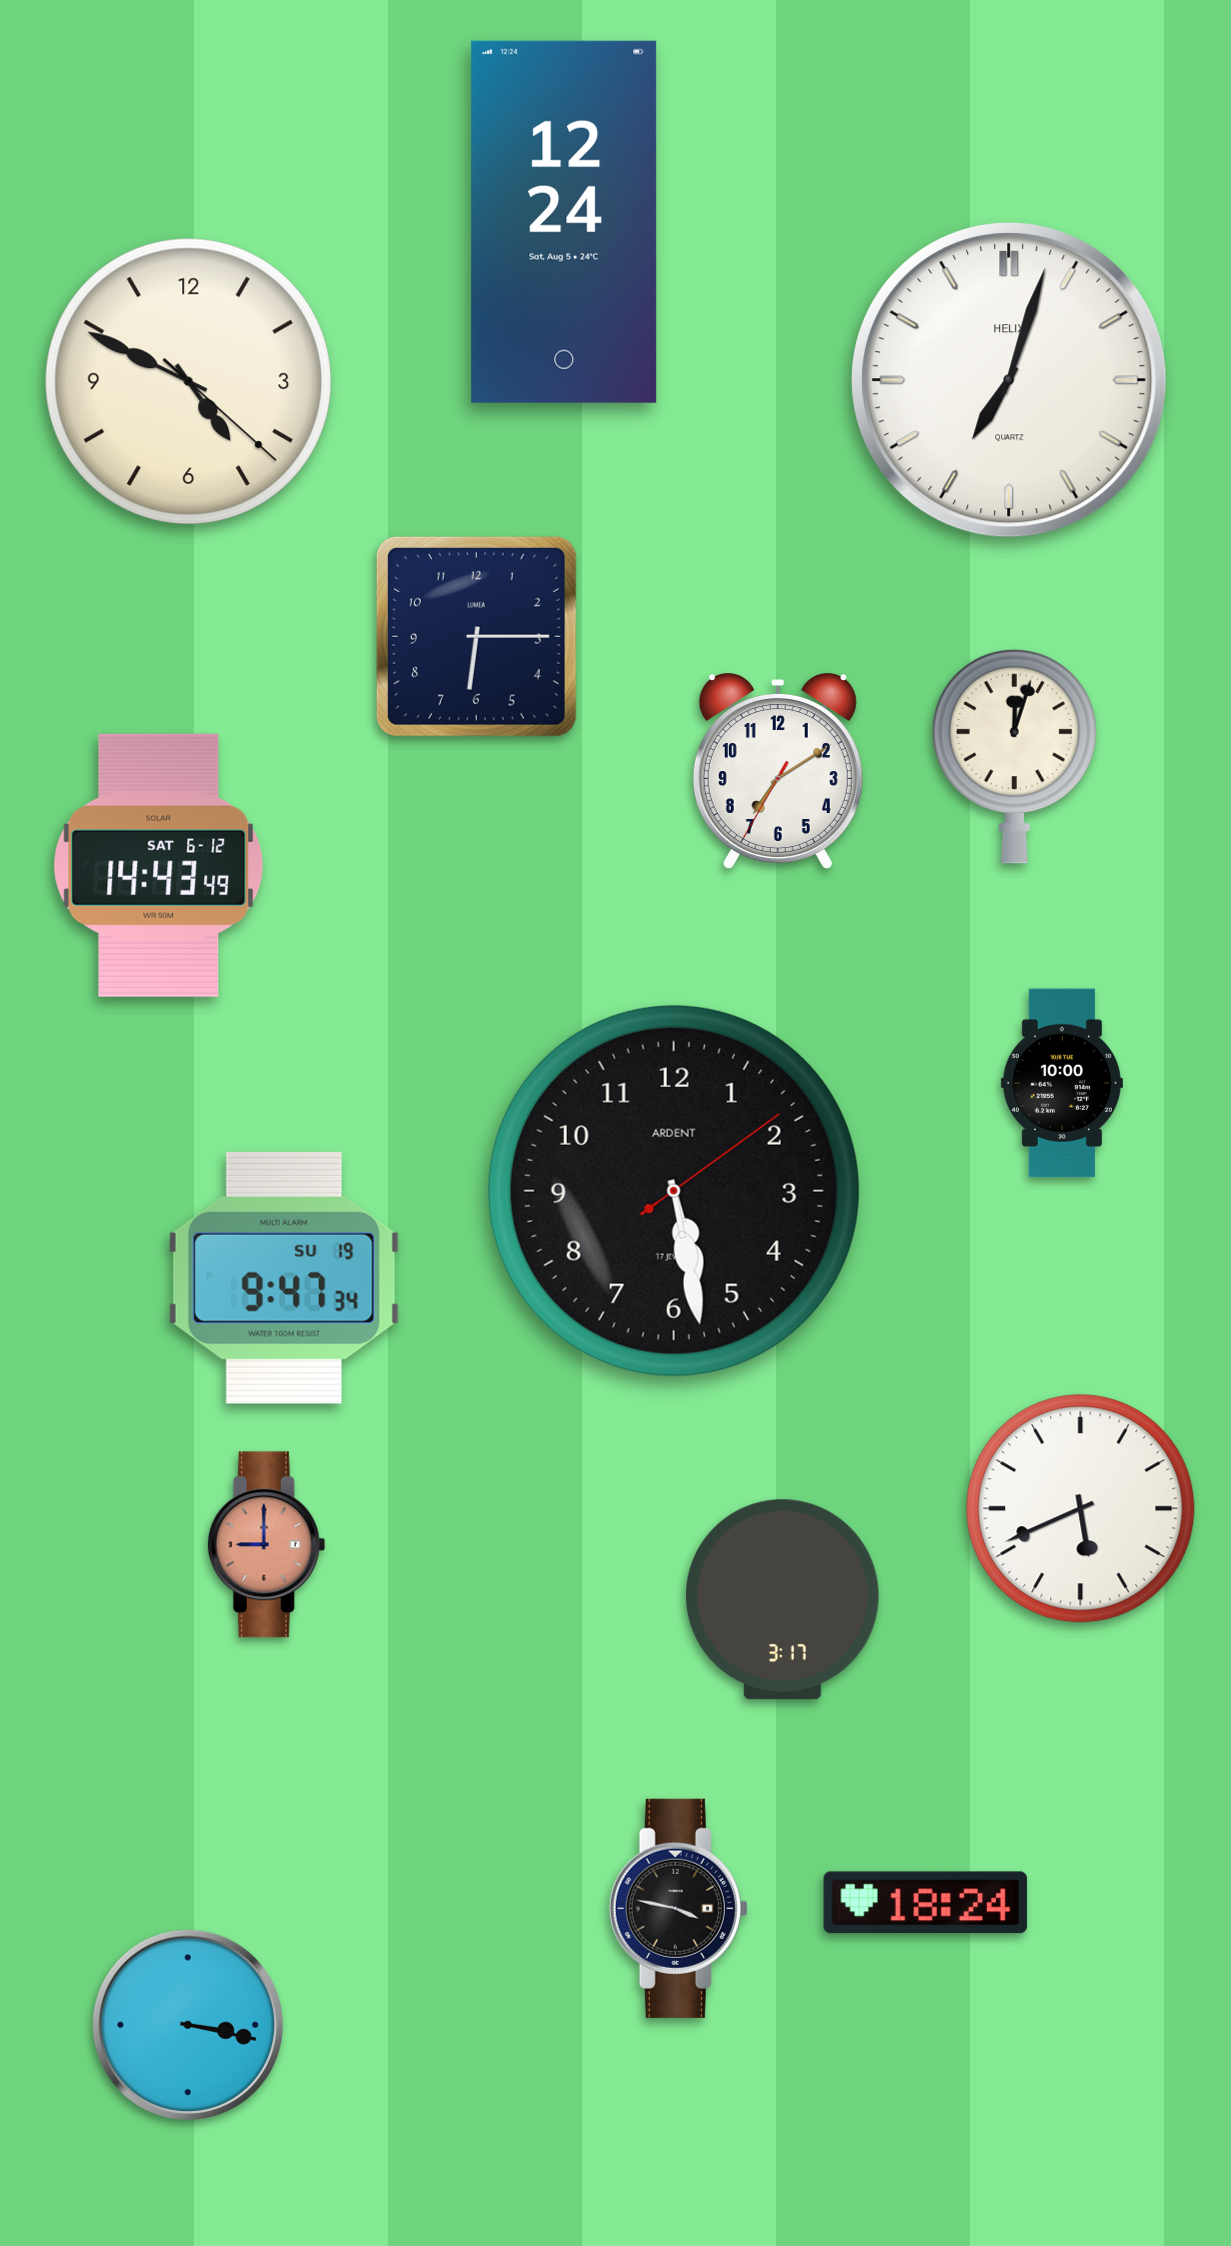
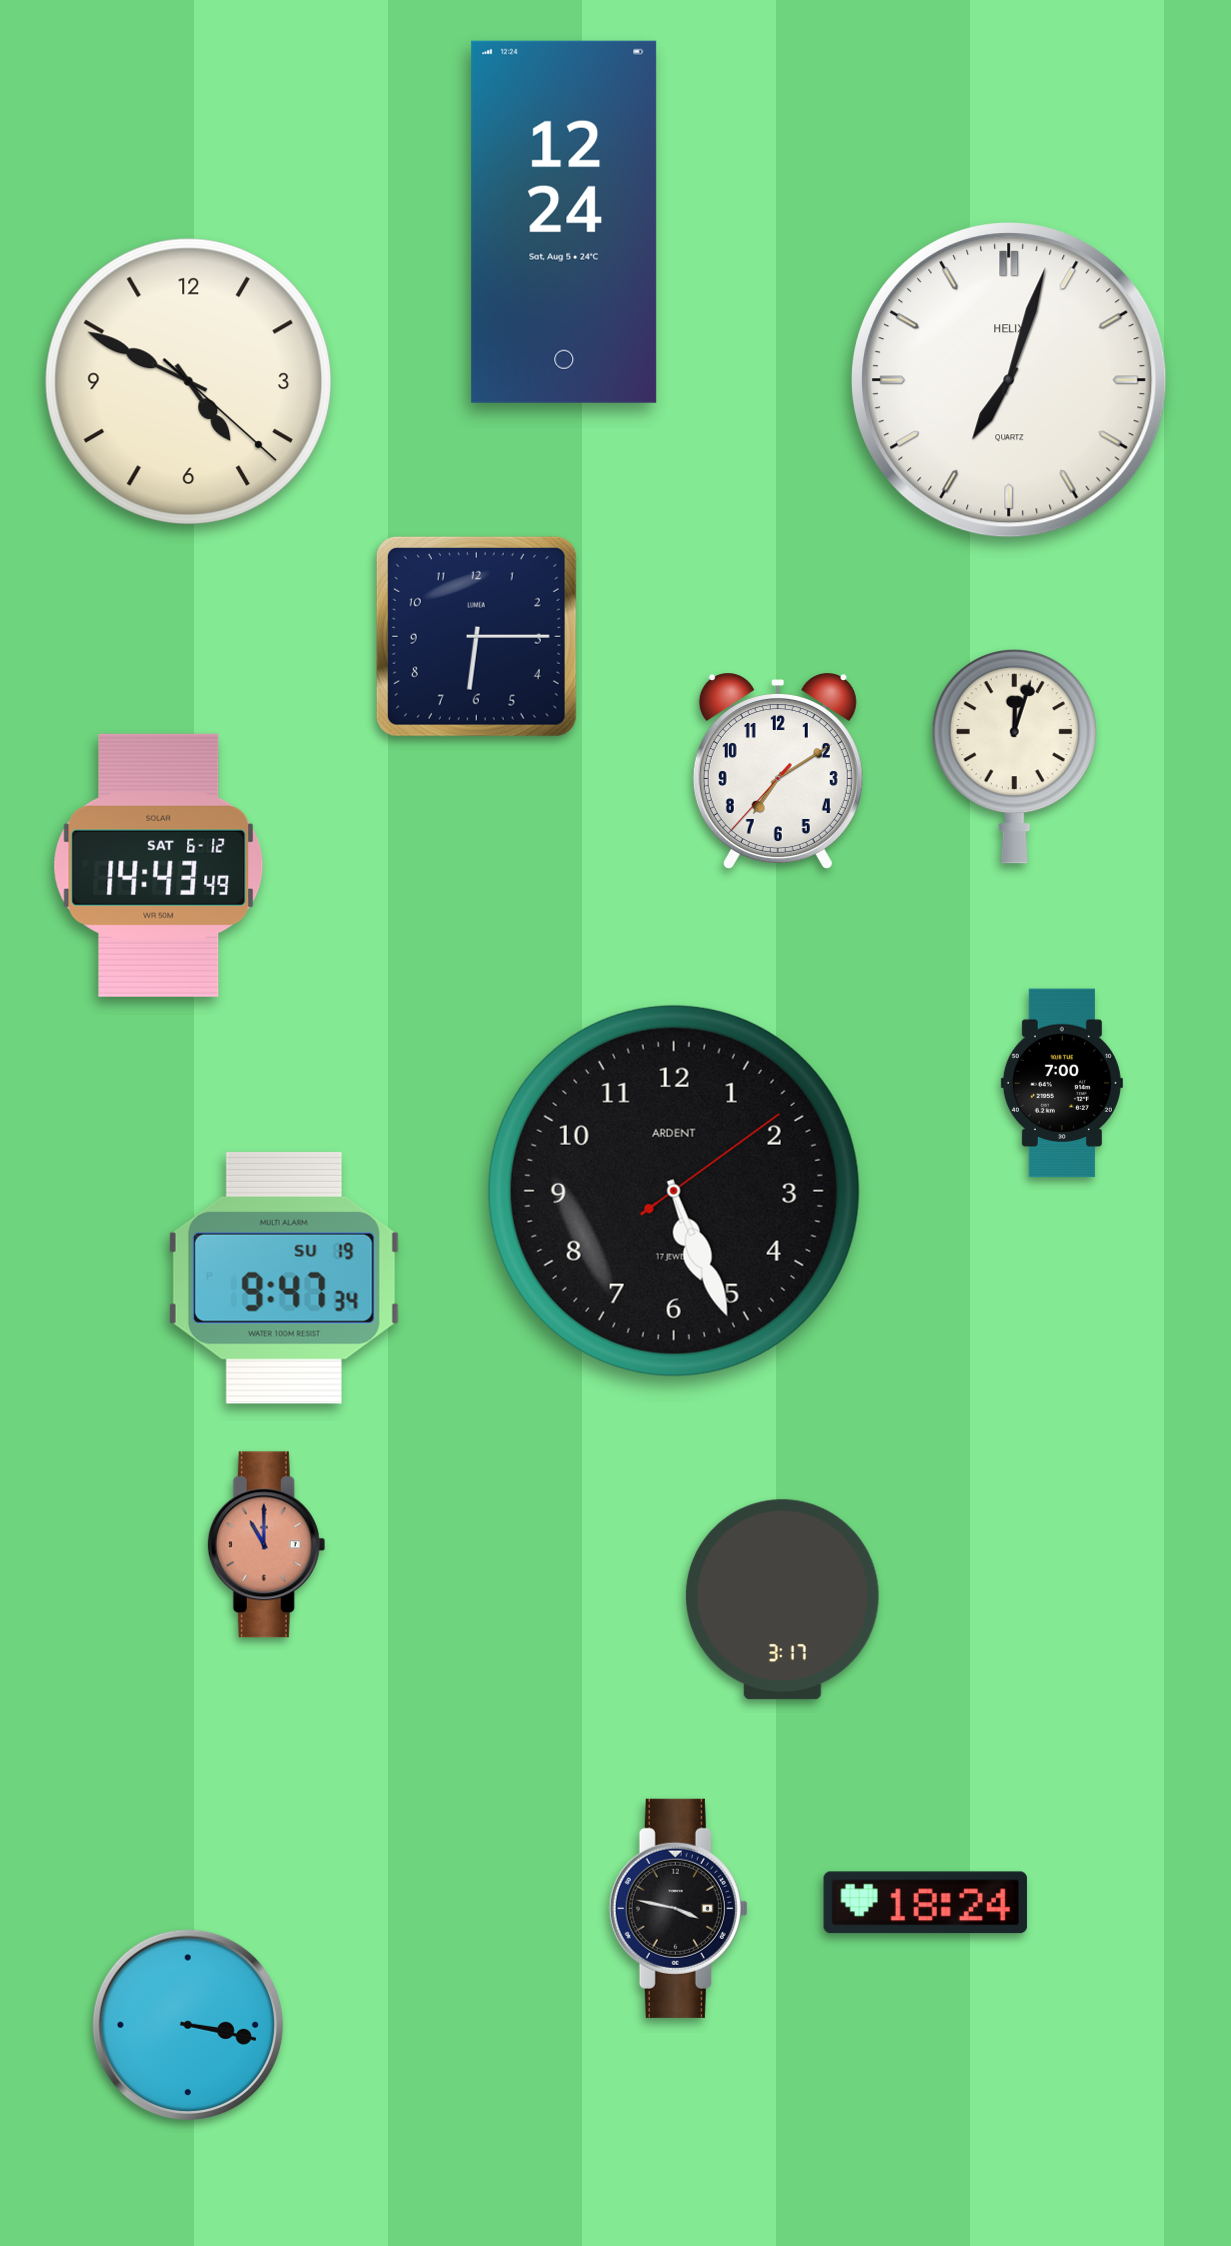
clock at (778, 772): 7:09:35 -> 7:09:37
clock at (1062, 1083): 10:00 -> 7:00
clock at (674, 1191): 5:28 -> 5:26
clock at (1081, 1509): 5:41 -> none
clock at (267, 1545): 9:00 -> 11:00
